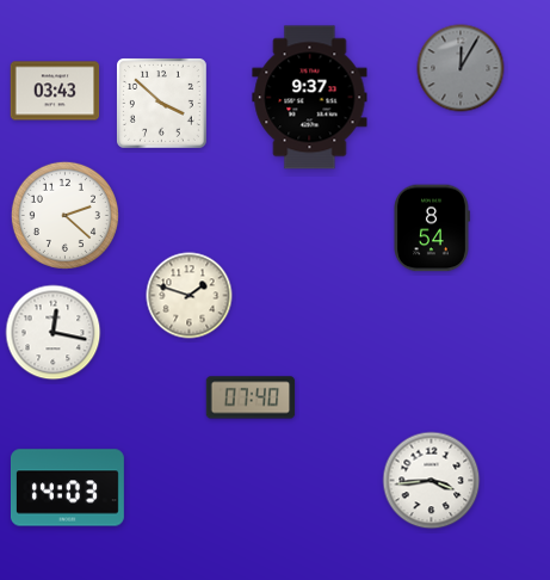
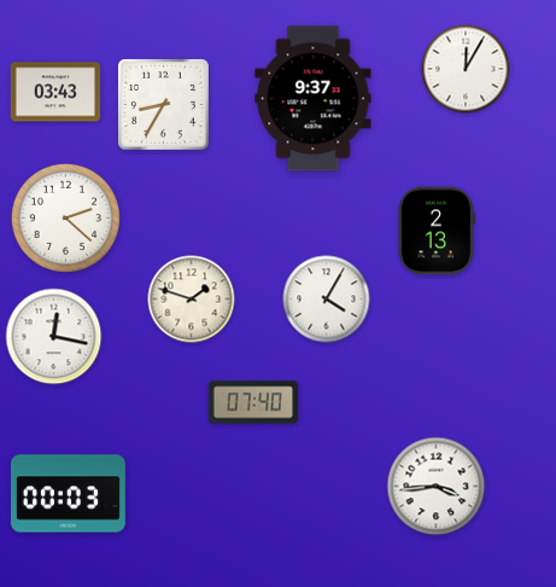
clock at (461, 68) dial: grey -> white
clock at (162, 104): 3:52 -> 8:35
clock at (432, 228): 8:54 -> 2:13
clock at (327, 300): none -> 4:05
clock at (67, 488): 14:03 -> 00:03
